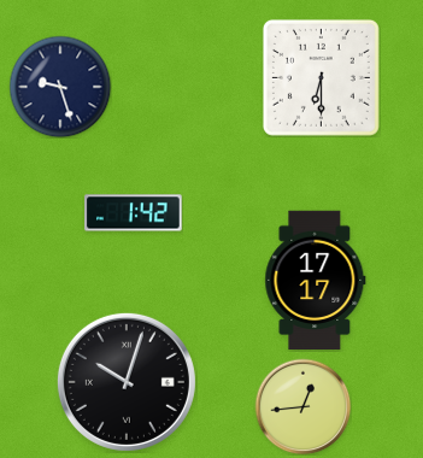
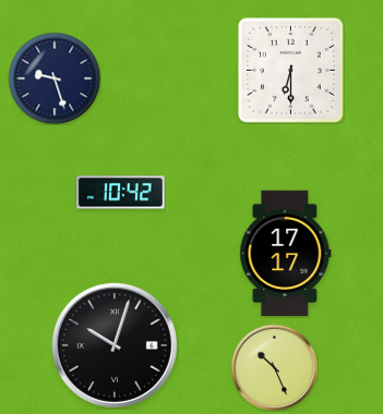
clock at (134, 213): 1:42 -> 10:42
clock at (302, 406): 12:44 -> 10:26
